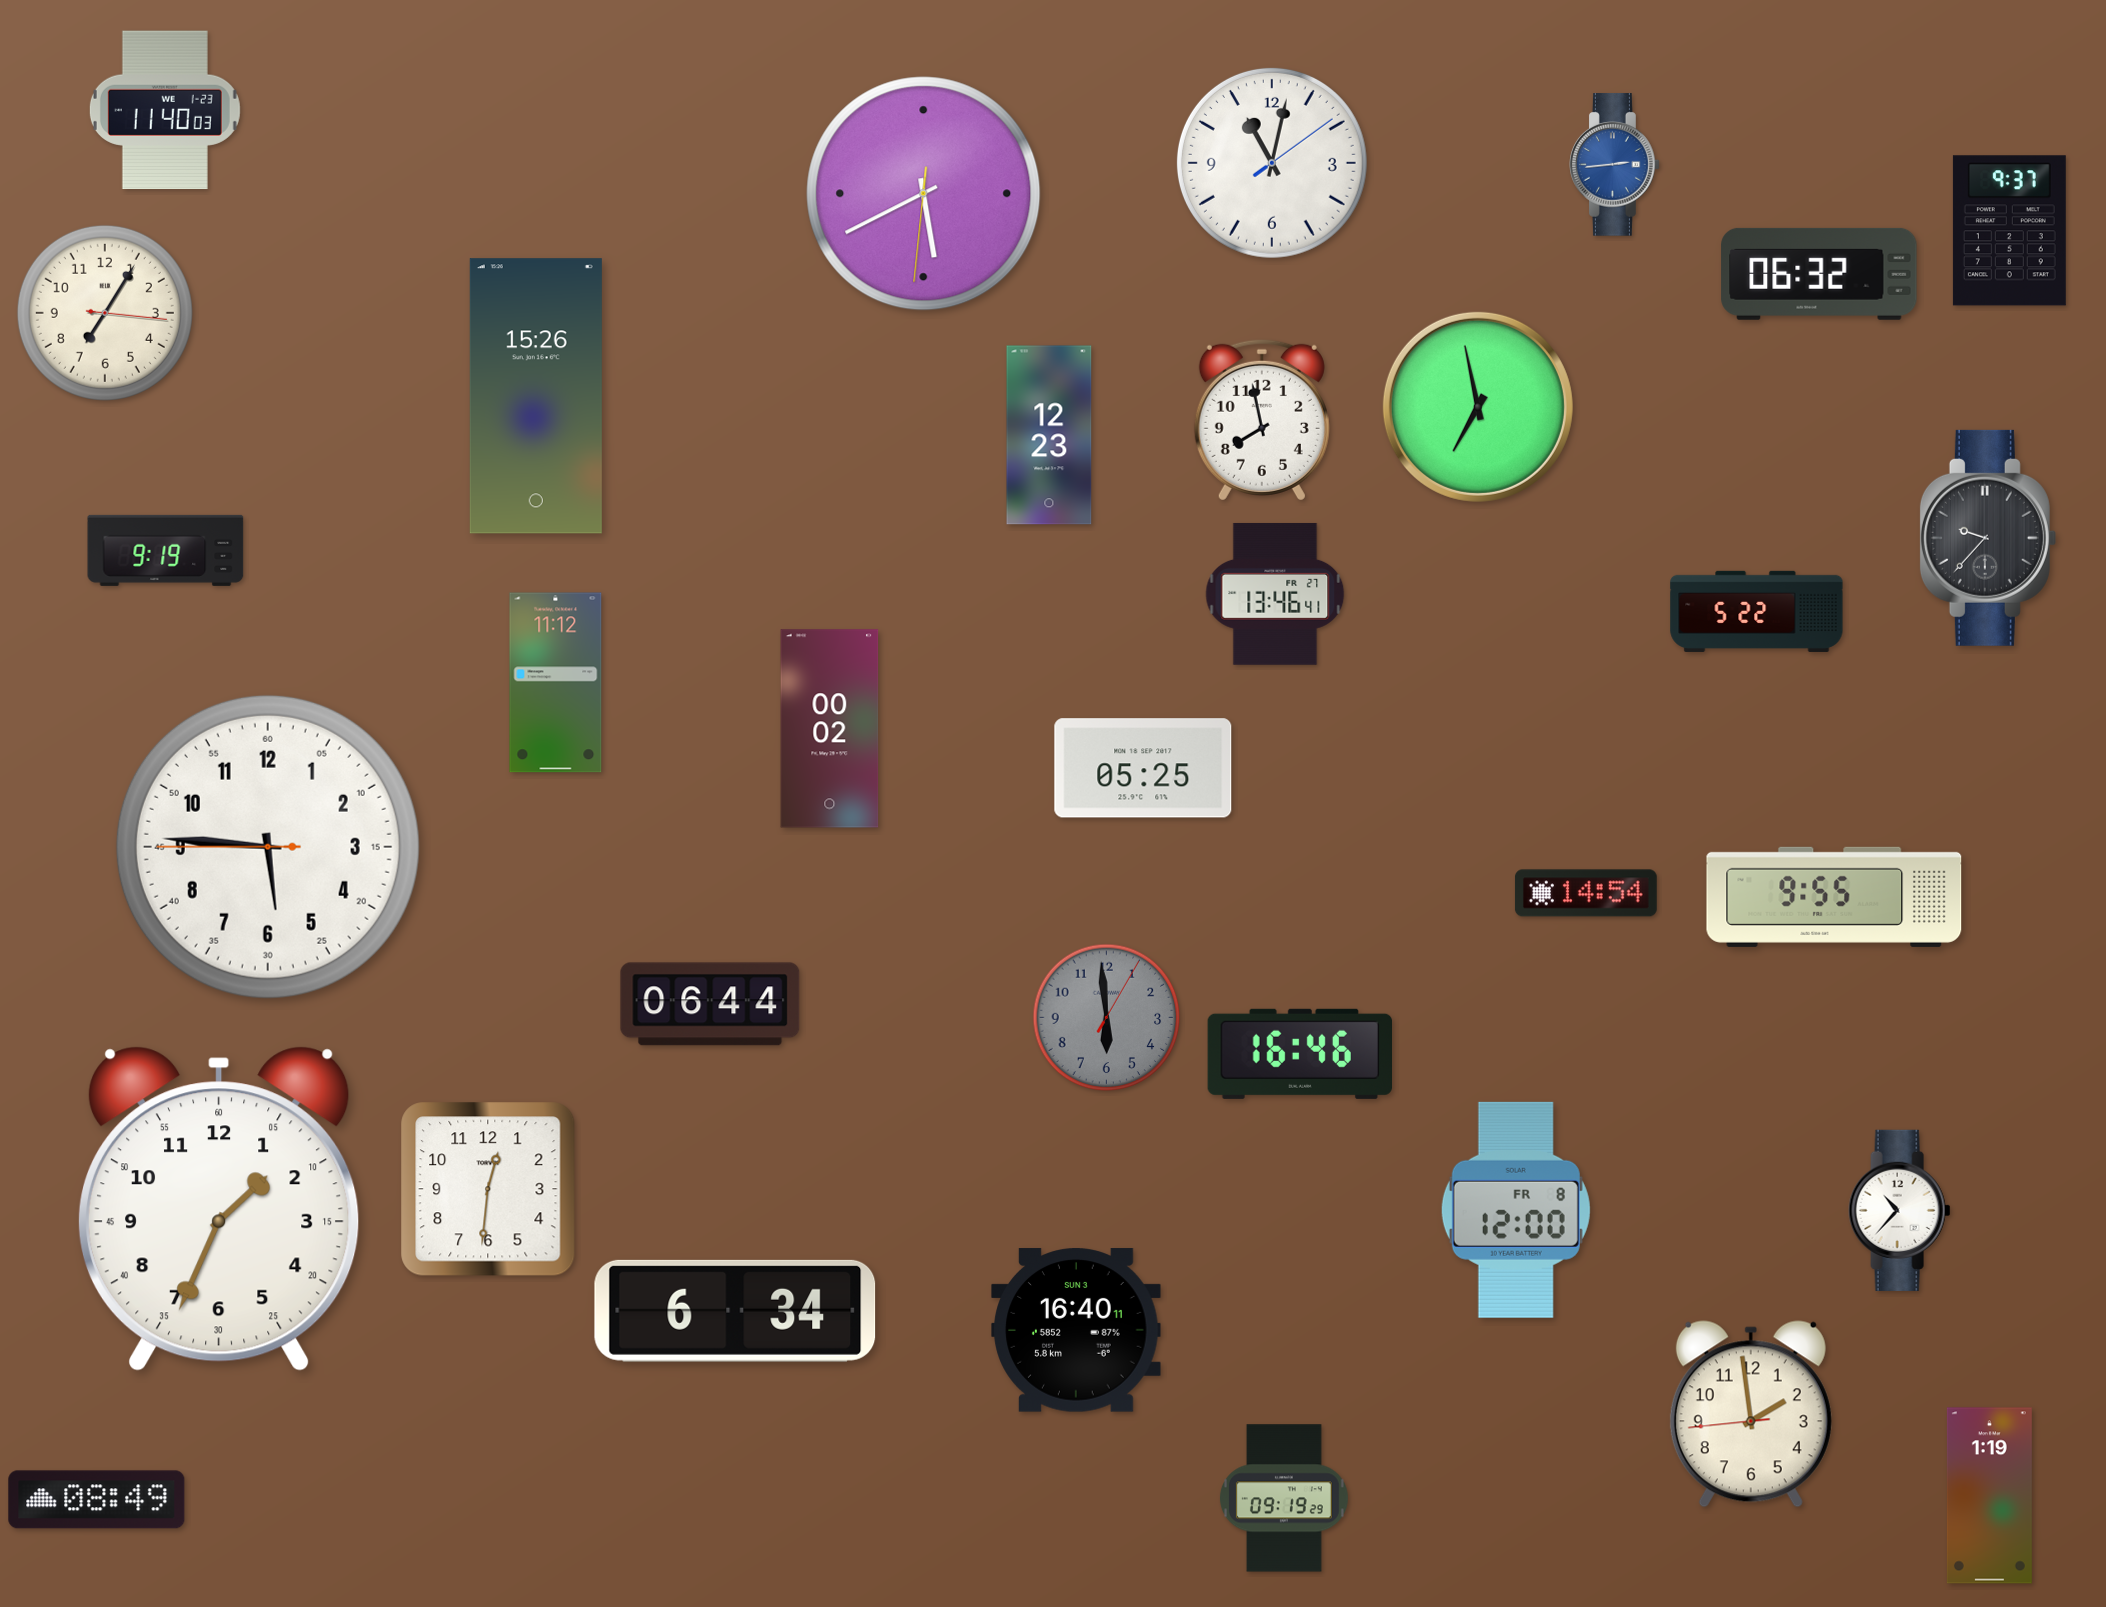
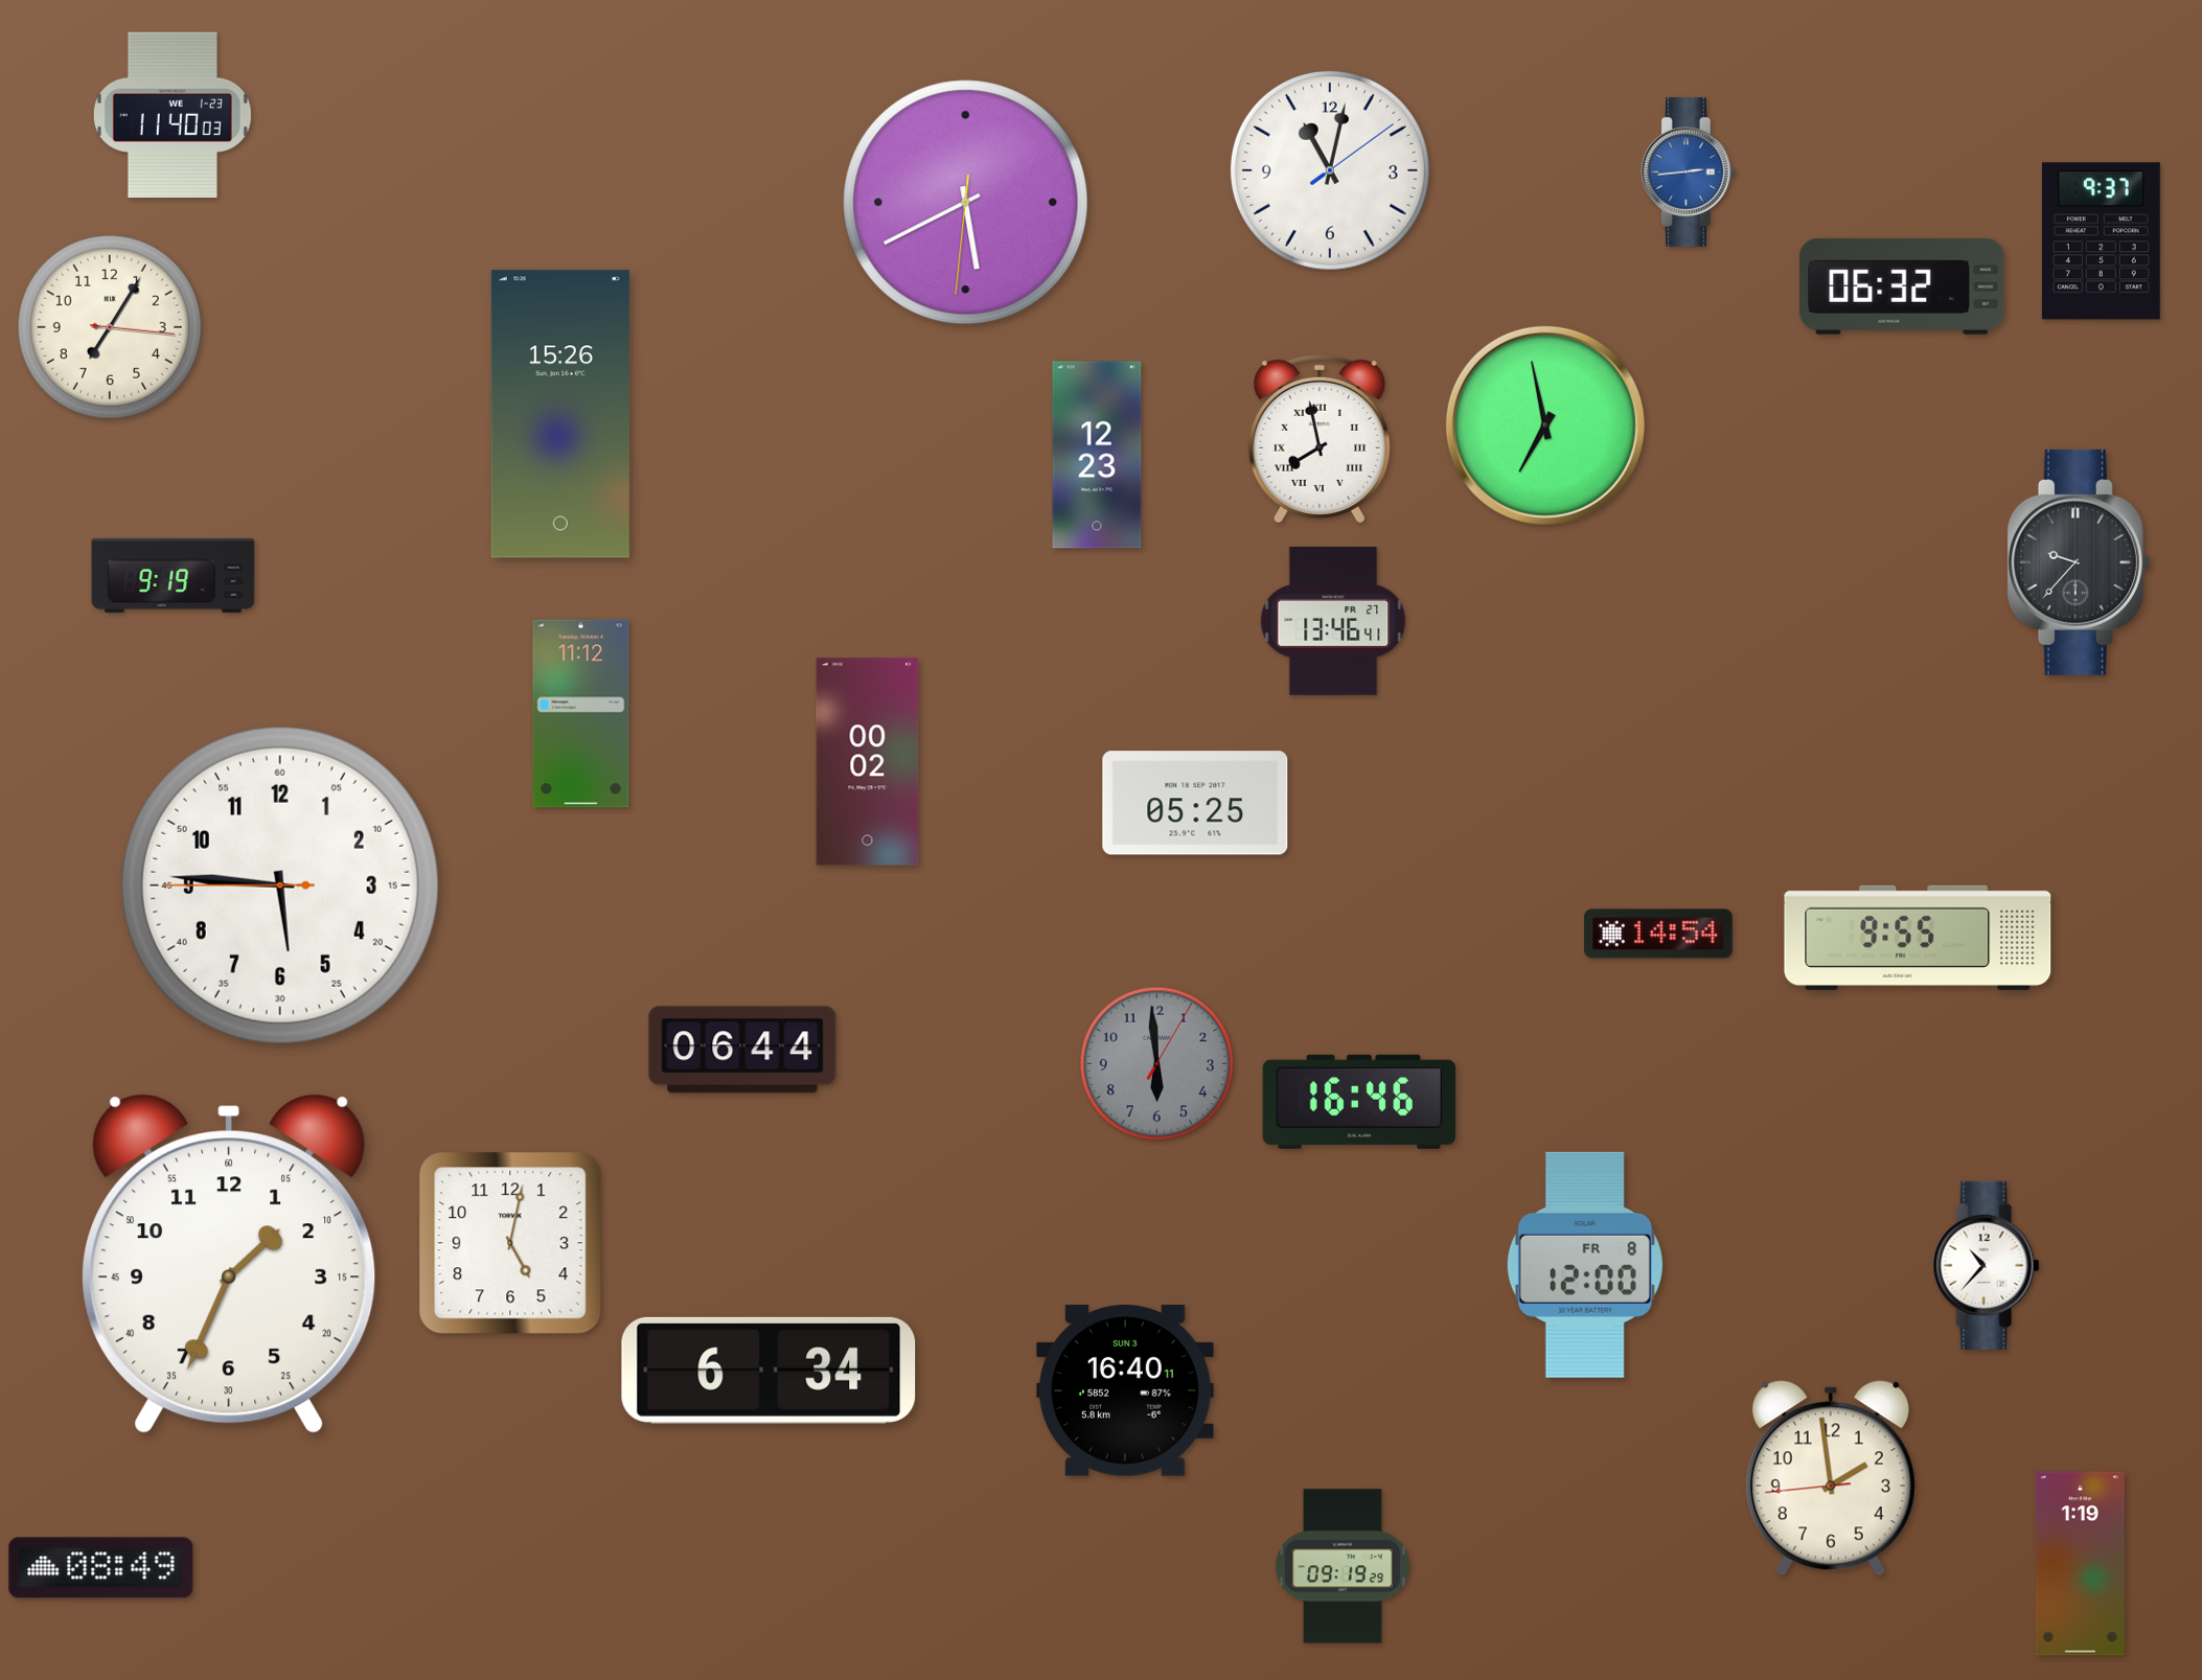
clock at (1262, 420) numerals: Arabic -> Roman
clock at (1757, 611): 5:22 -> none
clock at (488, 1189): 12:31 -> 5:02
